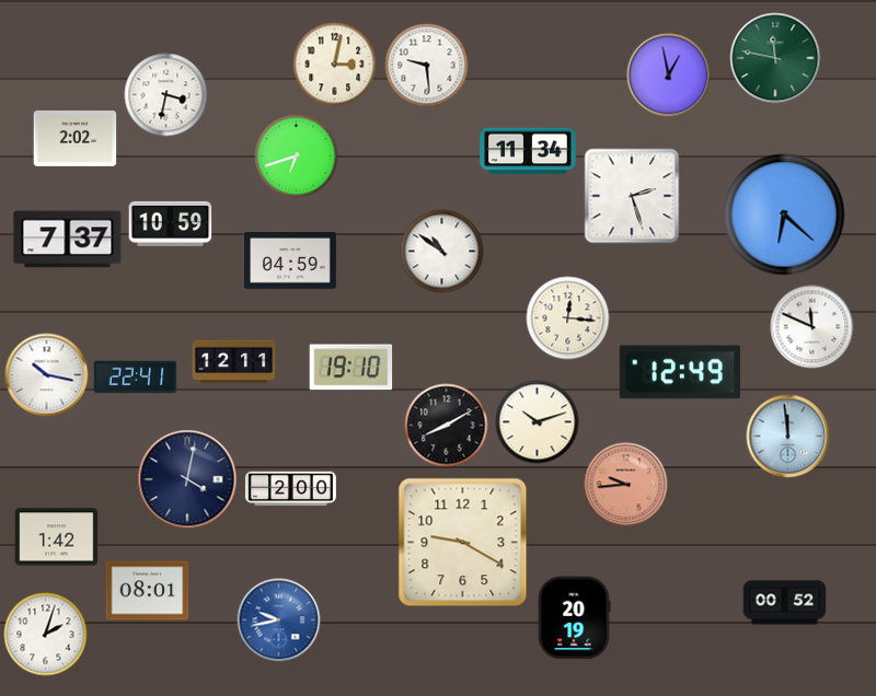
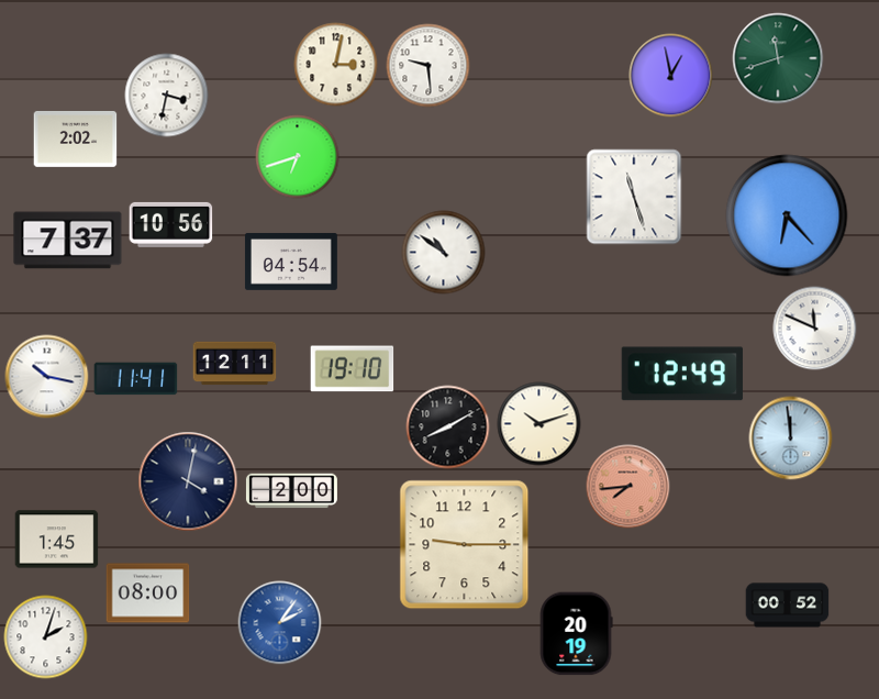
clock at (775, 58): 11:47 -> 11:42
clock at (528, 151): 11:34 -> none
clock at (632, 196): 2:27 -> 11:27
clock at (784, 214): 6:22 -> 6:23
clock at (171, 223): 10:59 -> 10:56
clock at (290, 260): 04:59 -> 04:54
clock at (568, 318): 12:16 -> none
clock at (136, 378): 22:41 -> 11:41
clock at (626, 485): 9:44 -> 7:44
clock at (57, 537): 1:42 -> 1:45
clock at (463, 543): 9:20 -> 9:15
clock at (148, 591): 08:01 -> 08:00
clock at (574, 618) position: (574, 618) -> (576, 634)
clock at (279, 620): 9:43 -> 2:06
